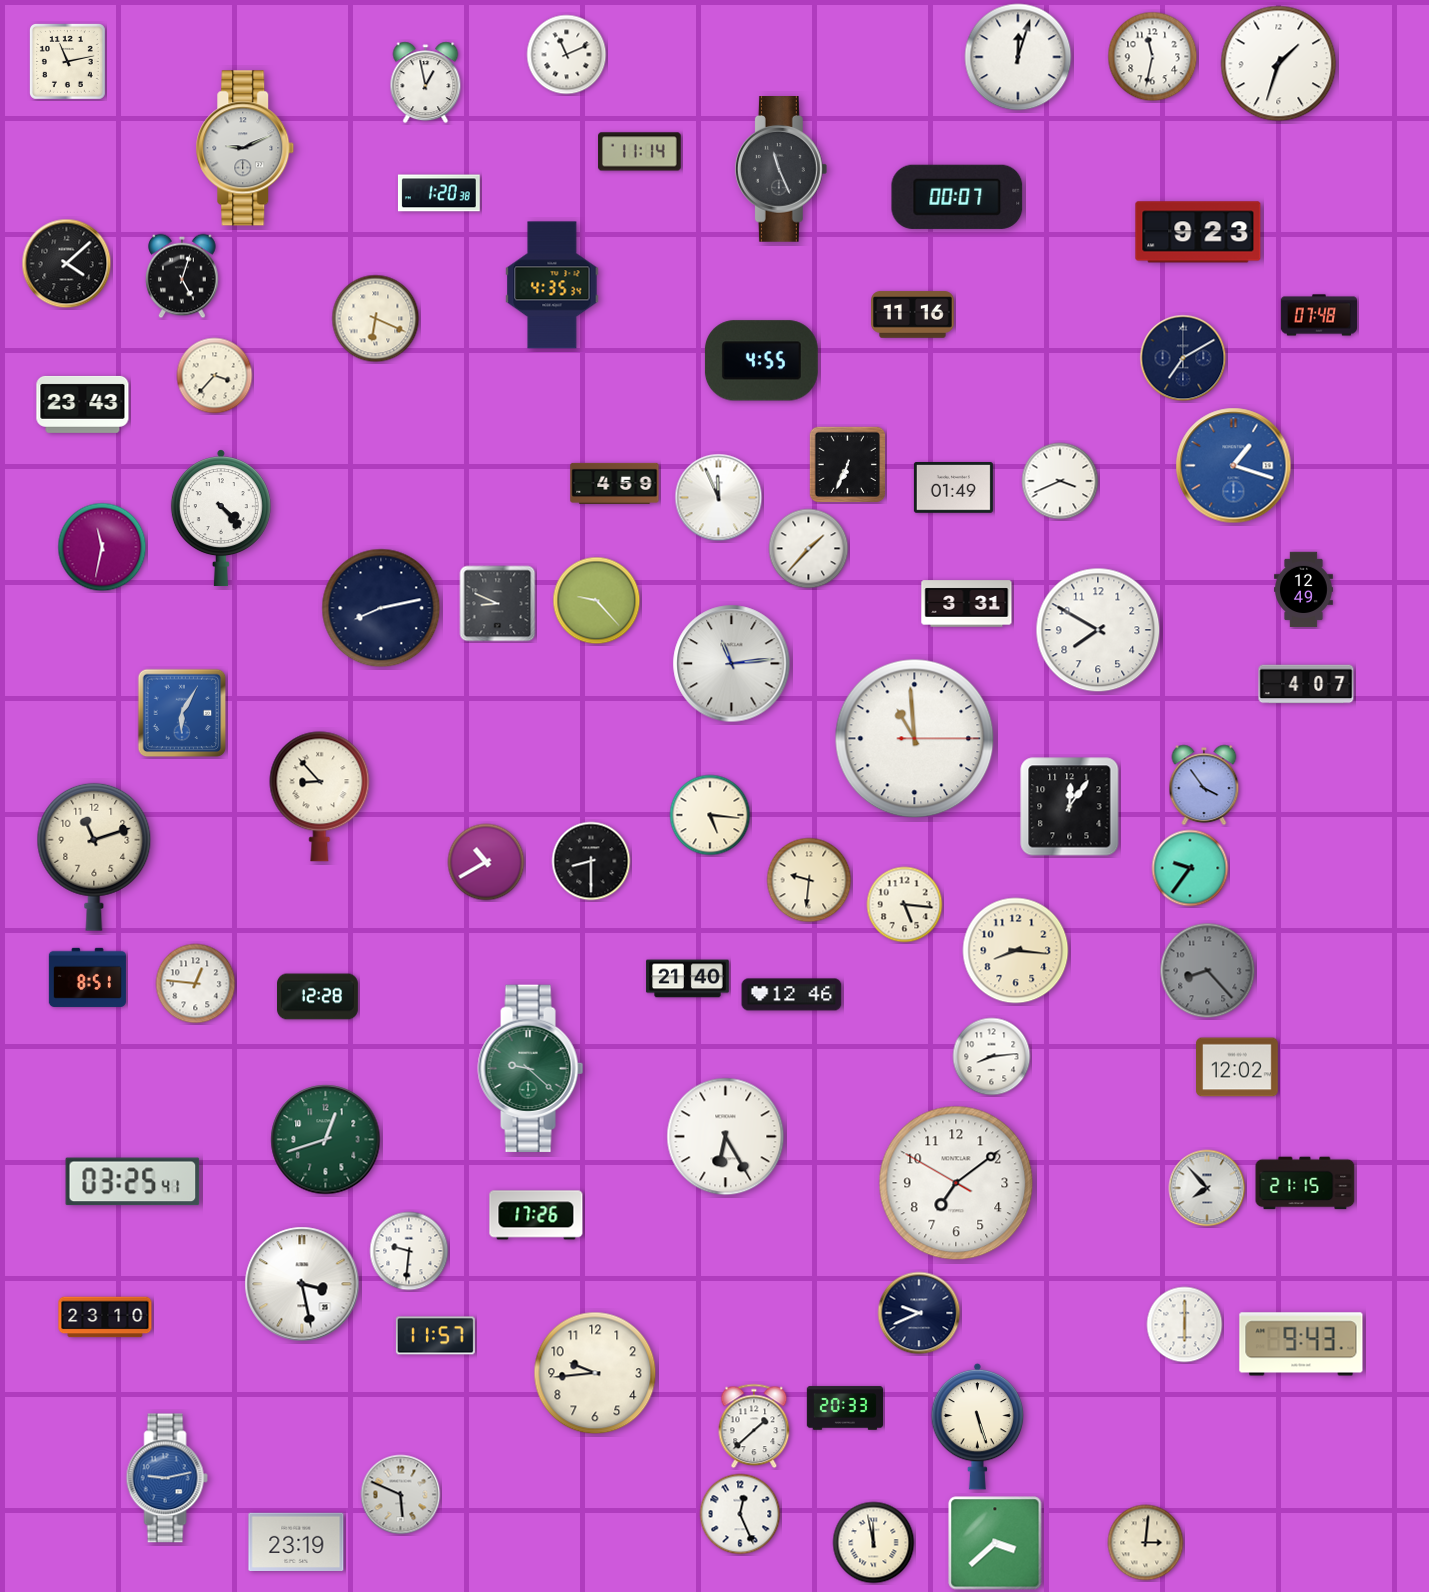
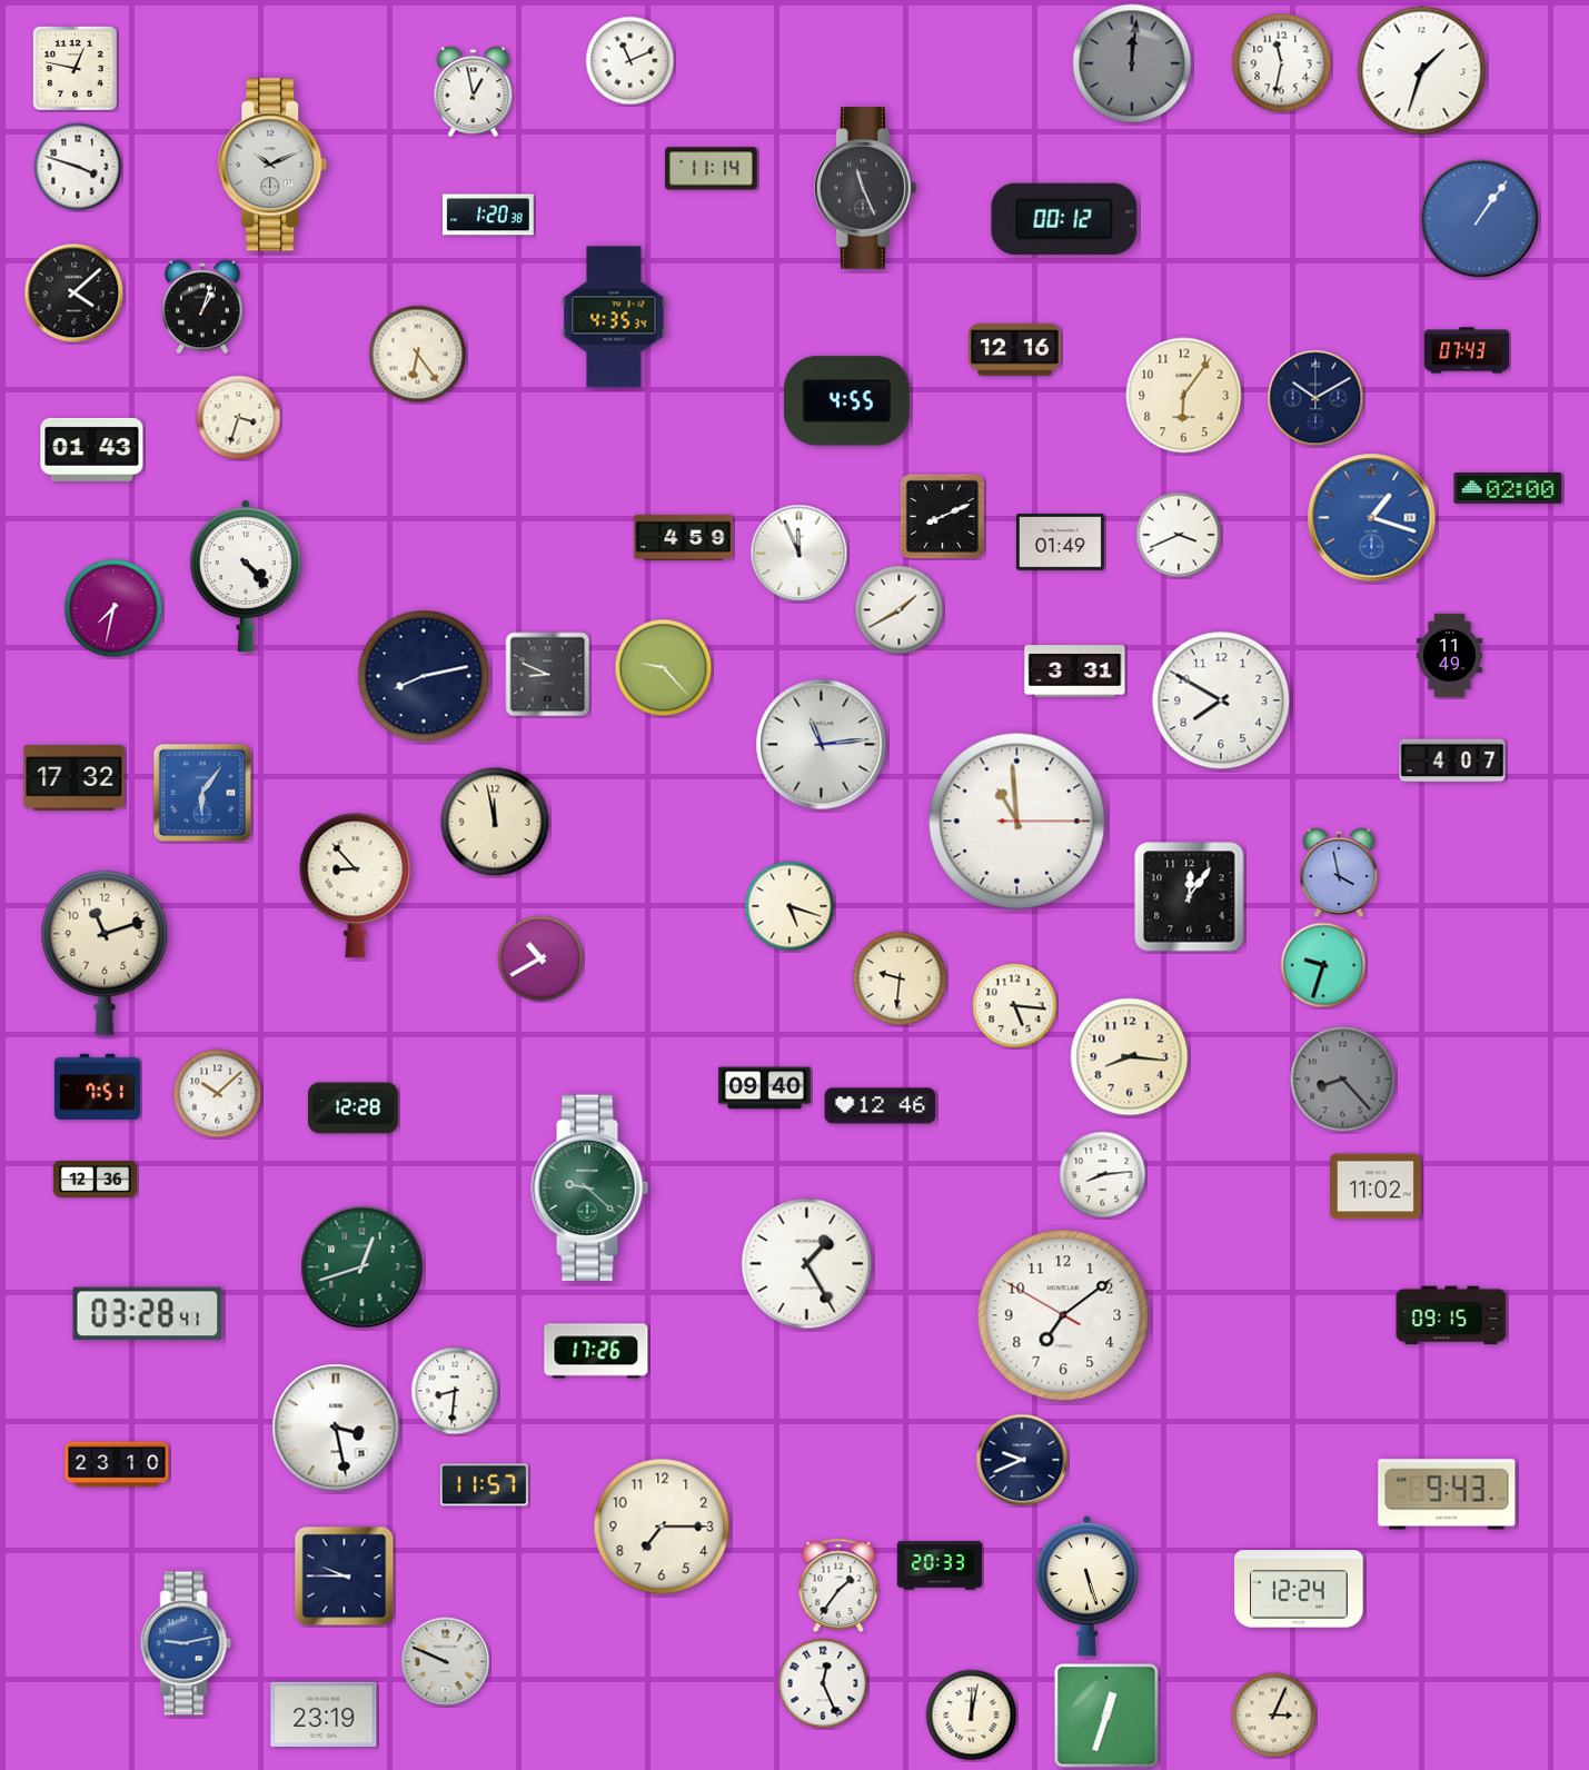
clock at (1018, 57): 12:03 -> 12:01
clock at (1018, 57) dial: white -> grey
clock at (67, 61): 11:13 -> 12:47
clock at (245, 148): 9:11 -> 10:11
clock at (78, 167): none -> 3:48
clock at (781, 170) position: (781, 170) -> (865, 189)
clock at (957, 197): 00:07 -> 00:12
clock at (1480, 219): none -> 1:06
clock at (1198, 232): 9:23 -> none
clock at (182, 276): 5:03 -> 1:03
clock at (913, 315): 11:16 -> 12:16
clock at (1318, 315): 07:48 -> 07:43
clock at (376, 319): 6:19 -> 6:24
clock at (1184, 396): none -> 6:06
clock at (1183, 358): 7:10 -> 10:10
clock at (215, 376): 3:37 -> 3:33
clock at (83, 404): 23:43 -> 01:43
clock at (1508, 488): none -> 02:00
clock at (847, 464): 6:34 -> 8:11
clock at (102, 547): 11:32 -> 7:32
clock at (809, 549): 1:37 -> 1:40
clock at (1304, 590): 12:49 -> 11:49
clock at (498, 604) position: (498, 604) -> (548, 675)
clock at (732, 664) position: (732, 664) -> (822, 745)
clock at (75, 777): none -> 17:32
clock at (182, 713): 6:05 -> 6:06
clock at (495, 822): none -> 11:58
clock at (1204, 785): 3:54 -> 3:58
clock at (710, 815): 5:16 -> 5:18
clock at (591, 861): 8:30 -> none
clock at (1190, 868): 9:36 -> 9:33
clock at (905, 905) position: (905, 905) -> (1015, 1006)
clock at (87, 977): 8:51 -> 7:51
clock at (688, 979): 21:40 -> 09:40
clock at (196, 984): 12:46 -> 10:08
clock at (96, 1180): none -> 12:36
clock at (1238, 1067): 12:02 -> 11:02
clock at (726, 1137): 6:25 -> 1:25
clock at (133, 1182): 03:25 -> 03:28
clock at (1305, 1183): 21:15 -> 09:15
clock at (1207, 1188): 7:53 -> none
clock at (409, 1251): 9:31 -> 8:31
clock at (1185, 1325): 6:00 -> none
clock at (595, 1373): 9:44 -> 7:15
clock at (345, 1577): none -> 9:45
clock at (754, 1426): 1:38 -> 1:36
clock at (1299, 1589): none -> 12:24
clock at (401, 1495): 5:49 -> 9:49
clock at (296, 1541) position: (296, 1541) -> (324, 1713)
clock at (874, 1543): 11:58 -> 12:02
clock at (995, 1543): 3:38 -> 12:33
clock at (1146, 1543): 3:01 -> 3:04
